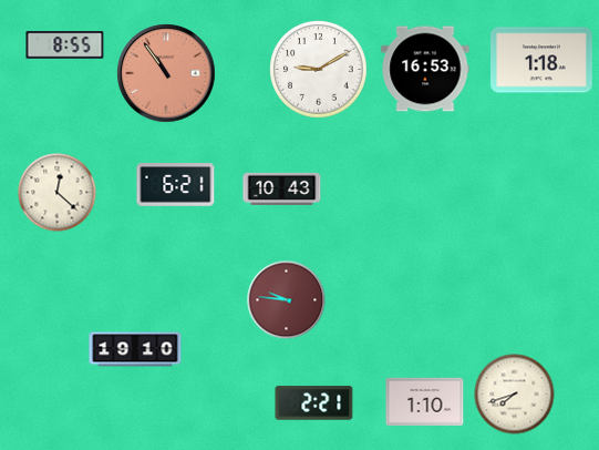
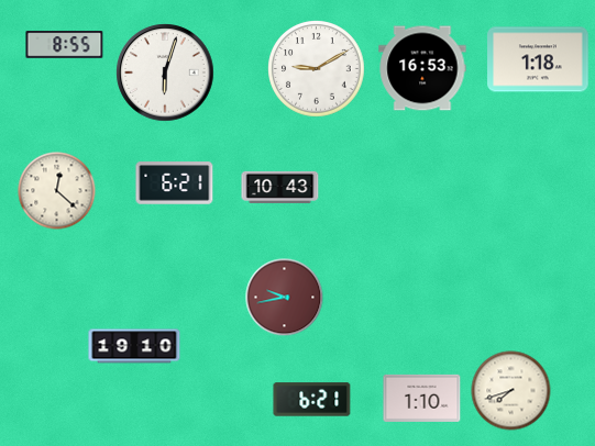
clock at (166, 73): 10:54 -> 6:03
clock at (166, 73) dial: salmon -> white
clock at (287, 300): 9:46 -> 9:43
clock at (314, 403): 2:21 -> 6:21
